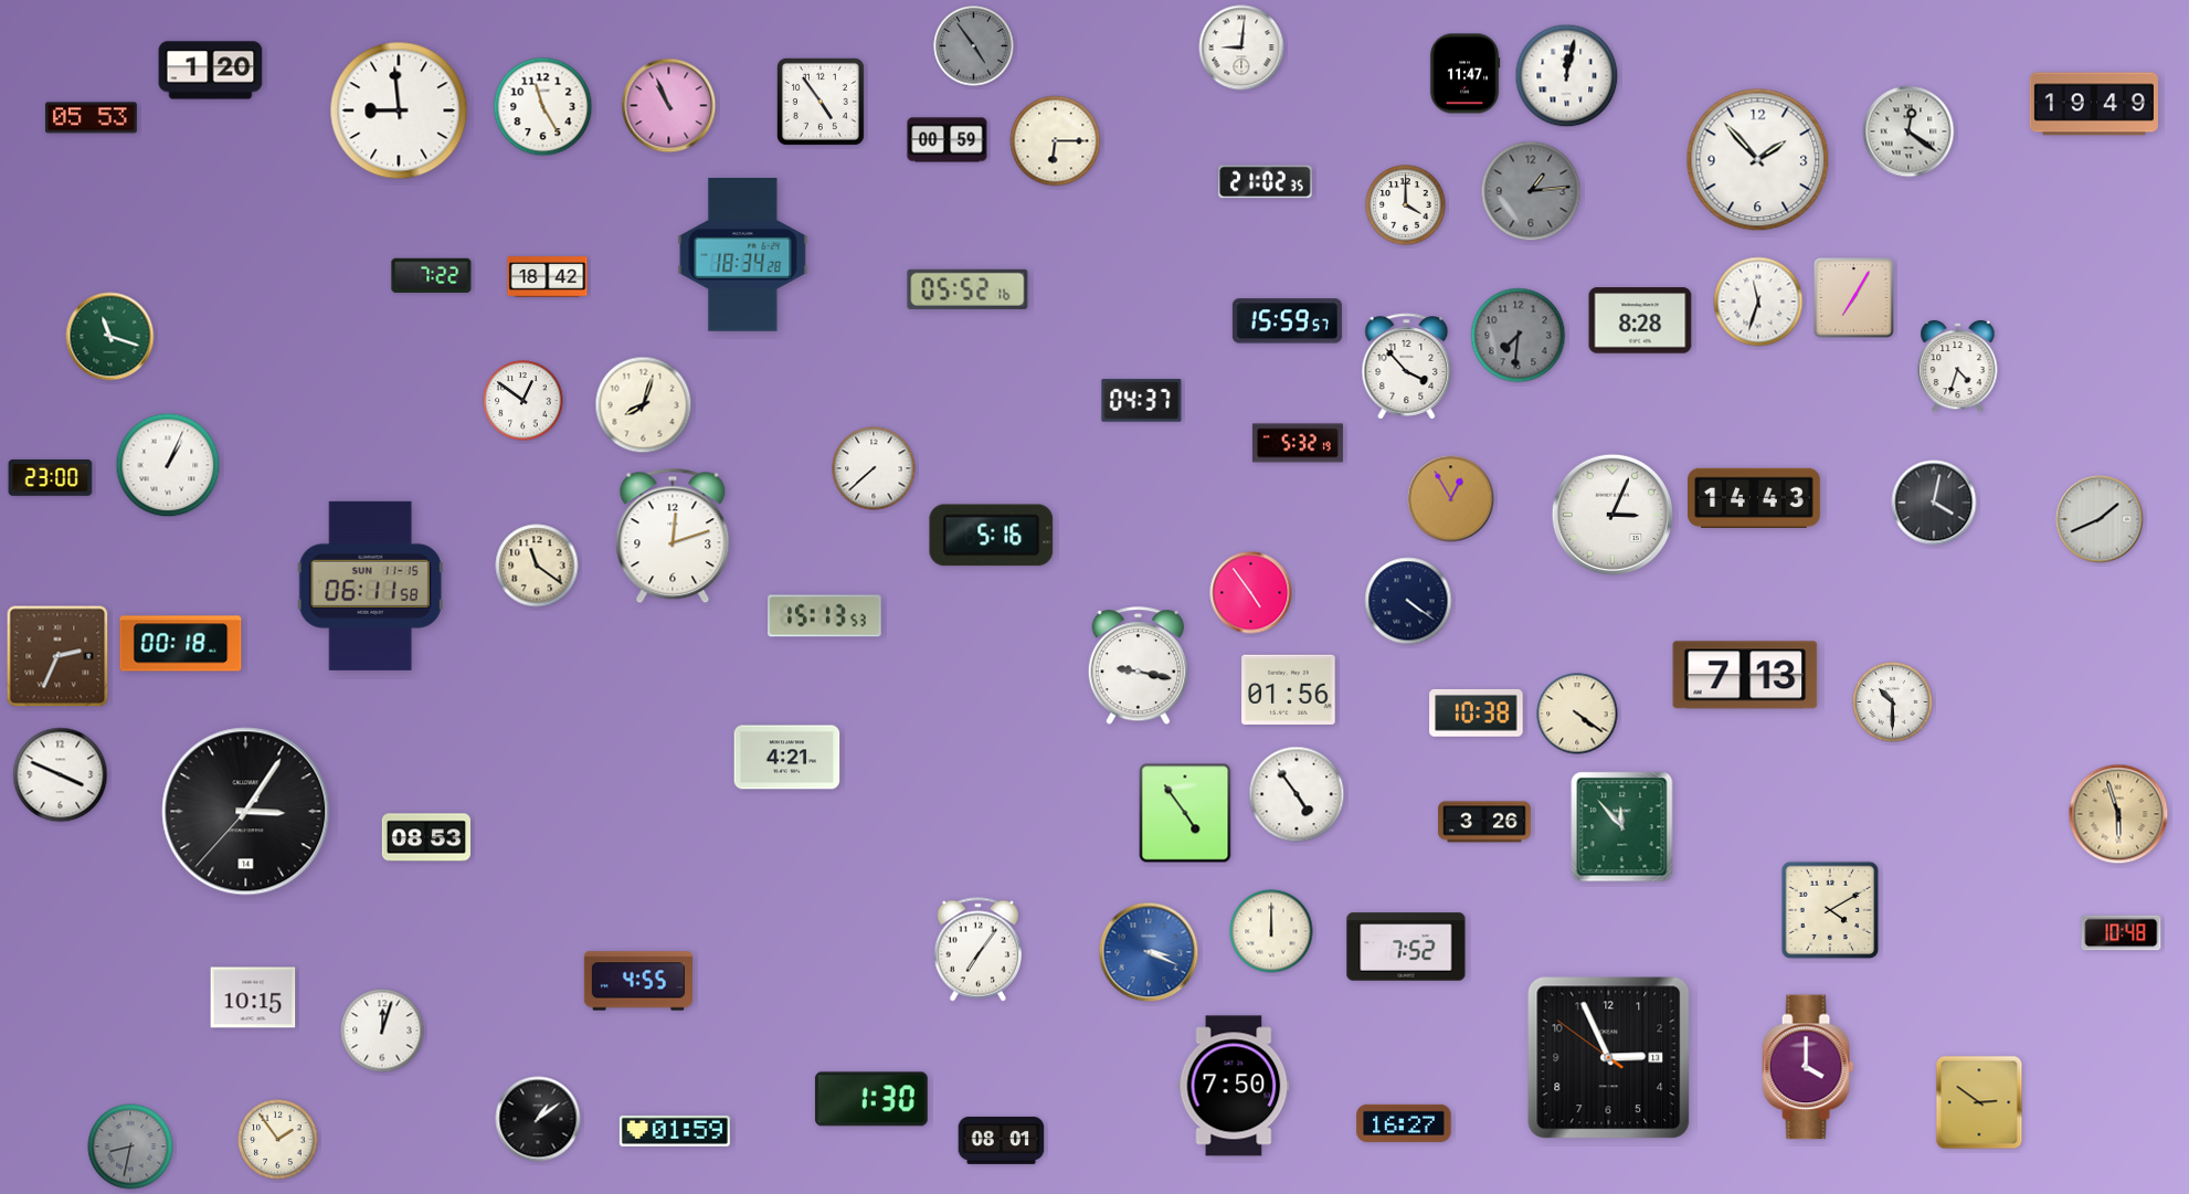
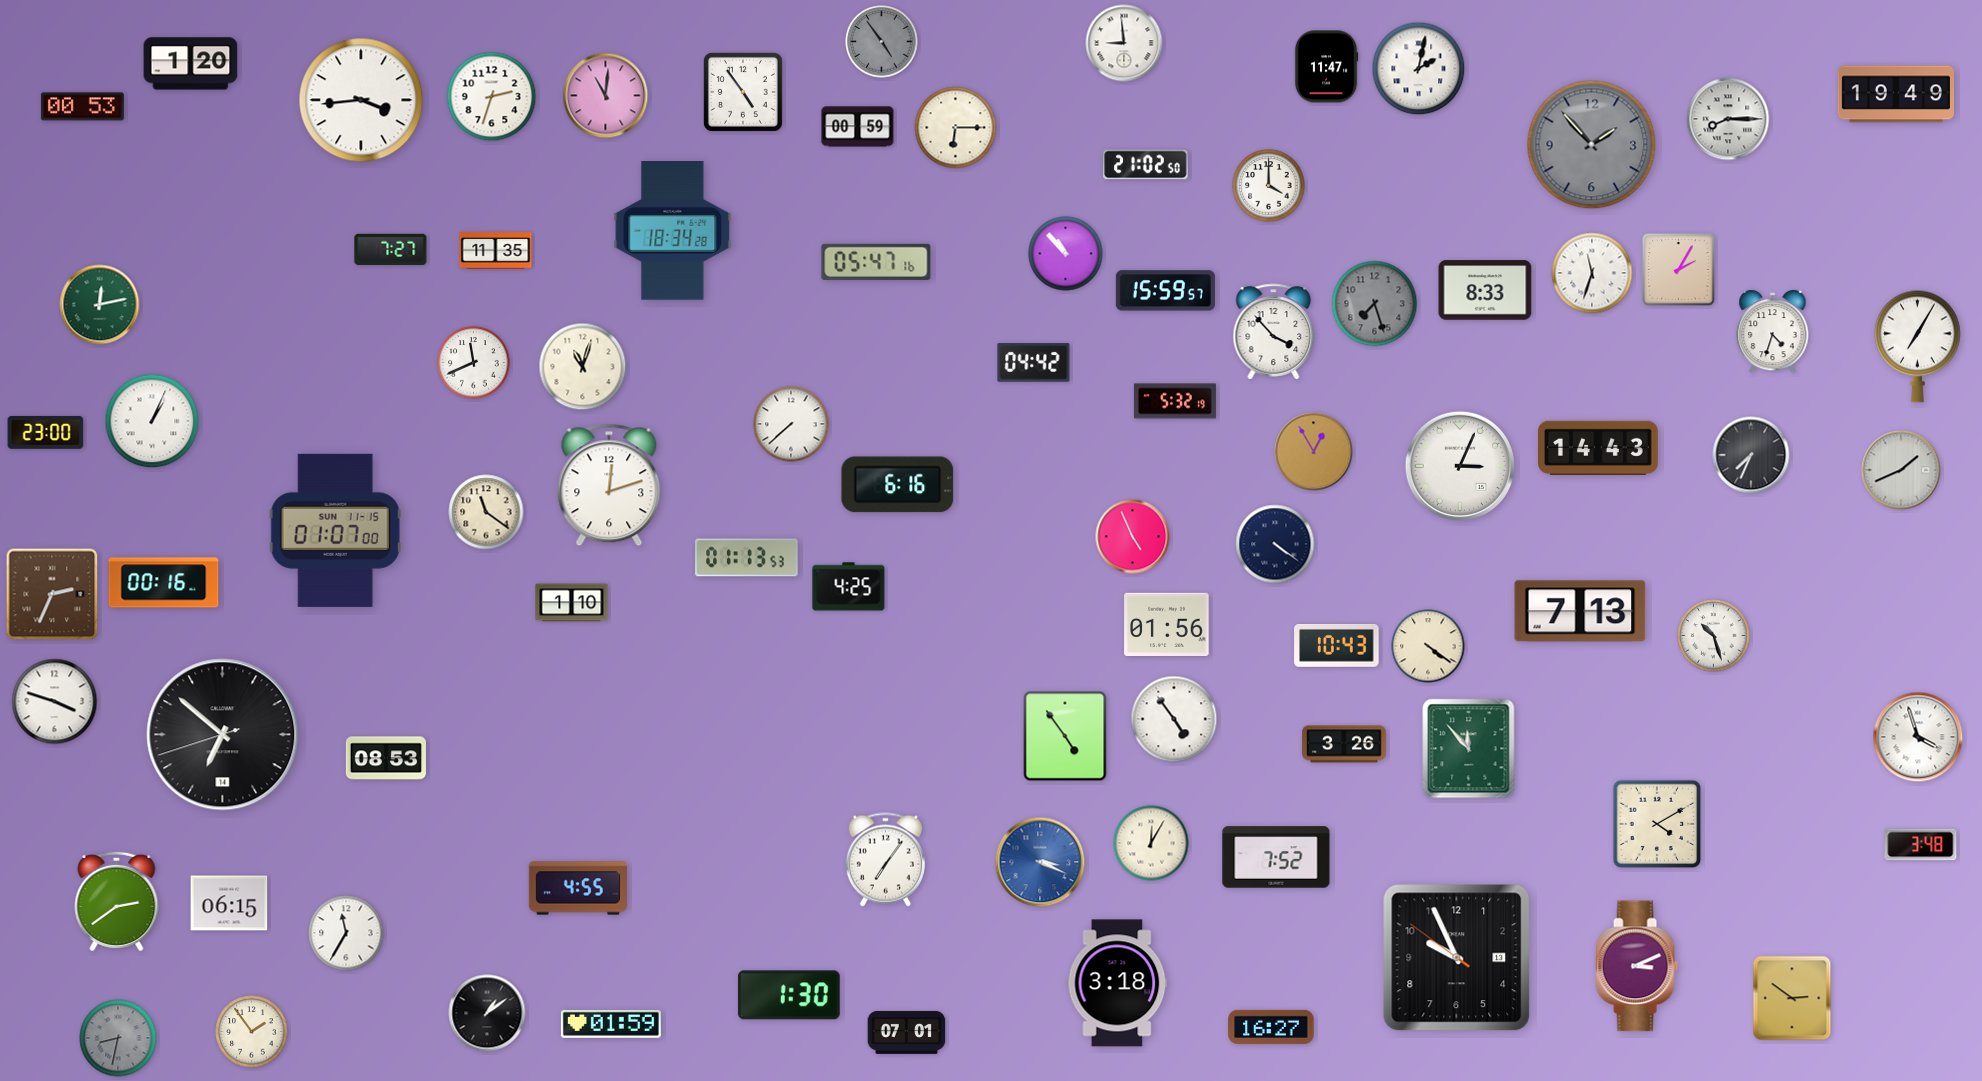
clock at (1241, 47): 9:01 -> 8:59
clock at (1567, 76): 12:02 -> 2:02
clock at (669, 106): 10:56 -> 11:01
clock at (543, 107): 11:25 -> 2:33
clock at (399, 110): 8:59 -> 3:44
clock at (91, 118): 05:53 -> 00:53
clock at (1908, 131): 12:21 -> 8:15
clock at (1758, 160) dial: white -> grey
clock at (1266, 182): 21:02:35 -> 21:02:50
clock at (1531, 191): 1:14 -> none
clock at (1406, 205) position: (1406, 205) -> (1269, 186)
clock at (432, 275): 7:22 -> 7:27
clock at (548, 277): 18:42 -> 11:35
clock at (1066, 254): none -> 10:53
clock at (967, 289): 05:52 -> 05:47
clock at (1854, 298): 7:05 -> 2:05
clock at (1640, 320): 8:28 -> 8:33
clock at (1519, 336): 7:31 -> 7:27
clock at (110, 337): 11:18 -> 12:13
clock at (1918, 346): none -> 7:05
clock at (524, 401): 12:51 -> 11:41
clock at (1142, 401): 04:37 -> 04:42
clock at (644, 405): 8:03 -> 11:03
clock at (1754, 497) position: (1754, 497) -> (1598, 447)
clock at (1934, 503): 4:02 -> 7:34
clock at (992, 536): 5:16 -> 6:16
clock at (370, 585): 06:11 -> 01:07
clock at (1251, 593): 4:54 -> 4:56
clock at (825, 616): 15:13 -> 01:13
clock at (181, 644): 00:18 -> 00:16
clock at (849, 587): none -> 4:25
clock at (572, 603): none -> 1:10
clock at (1138, 666): 9:17 -> none
clock at (1893, 702): 10:30 -> 10:27
clock at (1477, 712): 10:38 -> 10:43
clock at (787, 758): 4:21 -> none
clock at (61, 775): 3:49 -> 3:48
clock at (246, 812): 3:05 -> 6:51
clock at (1185, 813) position: (1185, 813) -> (1065, 736)
clock at (2118, 814): 5:57 -> 3:57
clock at (2118, 814) dial: champagne -> white
clock at (1271, 931): 12:00 -> 12:05
clock at (2122, 933): 10:48 -> 3:48
clock at (1406, 947) position: (1406, 947) -> (1276, 857)
clock at (117, 901): none -> 2:39
clock at (253, 997): 10:15 -> 06:15
clock at (382, 1031): 12:03 -> 11:35
clock at (1609, 1058): 2:55 -> 9:55
clock at (1808, 1067): 4:00 -> 3:11
clock at (1234, 1086): 7:50 -> 3:18
clock at (1404, 1123) position: (1404, 1123) -> (1271, 1027)
clock at (1002, 1140): 08:01 -> 07:01
